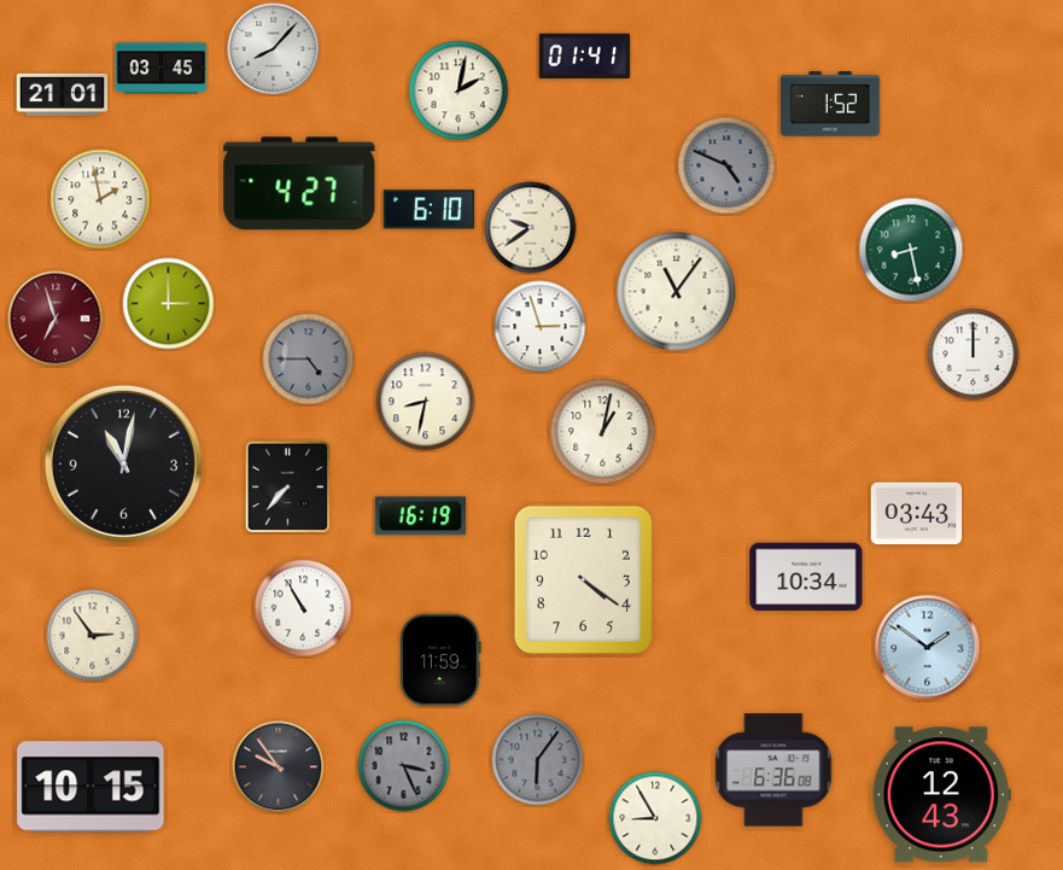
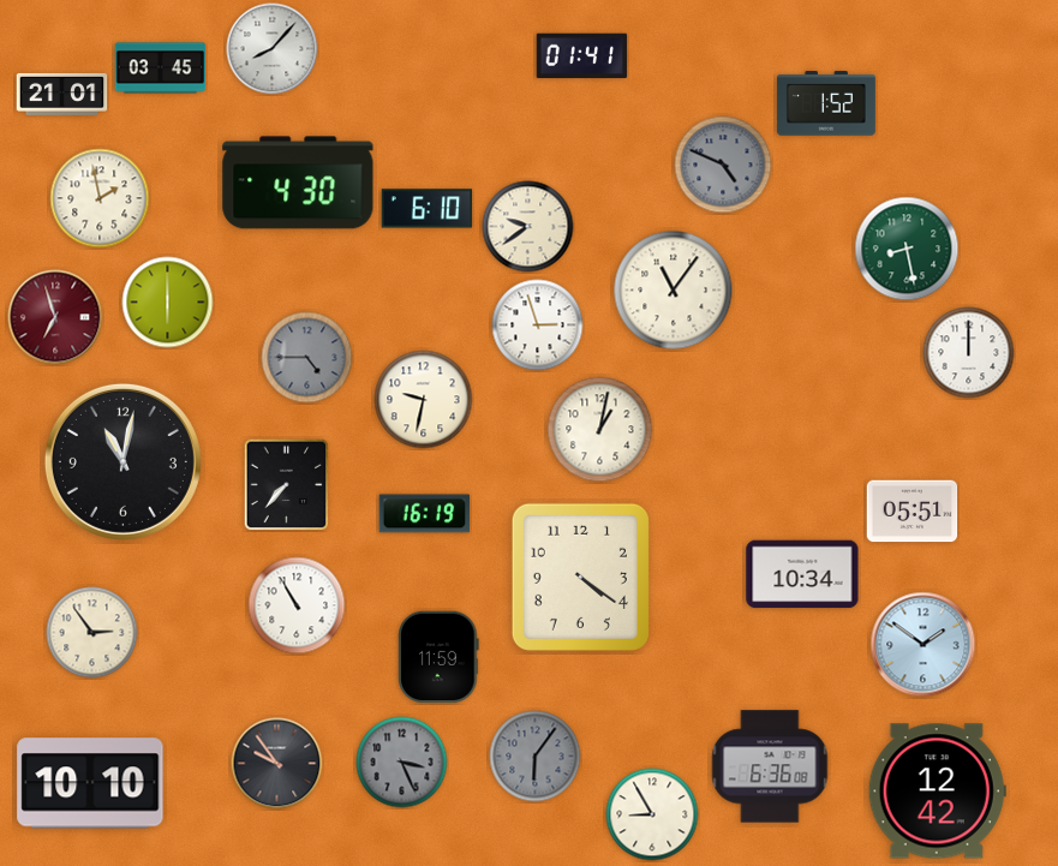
clock at (459, 90): 2:02 -> none
clock at (299, 183): 4:27 -> 4:30
clock at (169, 304): 3:00 -> 6:00
clock at (426, 402): 8:32 -> 9:32
clock at (917, 514): 03:43 -> 05:51
clock at (421, 516) position: (421, 516) -> (425, 514)
clock at (303, 608) position: (303, 608) -> (297, 605)
clock at (90, 787): 10:15 -> 10:10
clock at (941, 795): 12:43 -> 12:42
